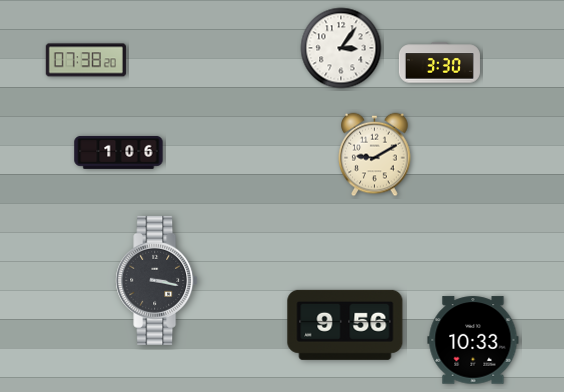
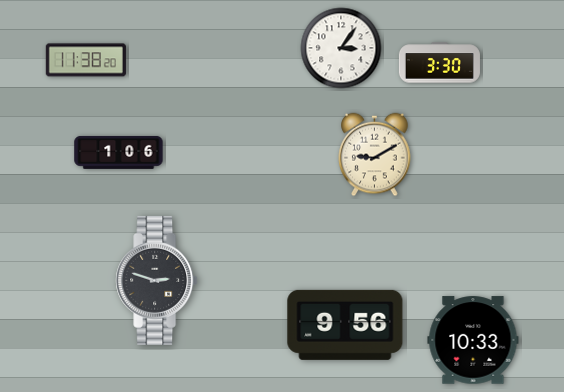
clock at (86, 60): 07:38 -> 11:38
clock at (157, 280): 3:17 -> 2:48
